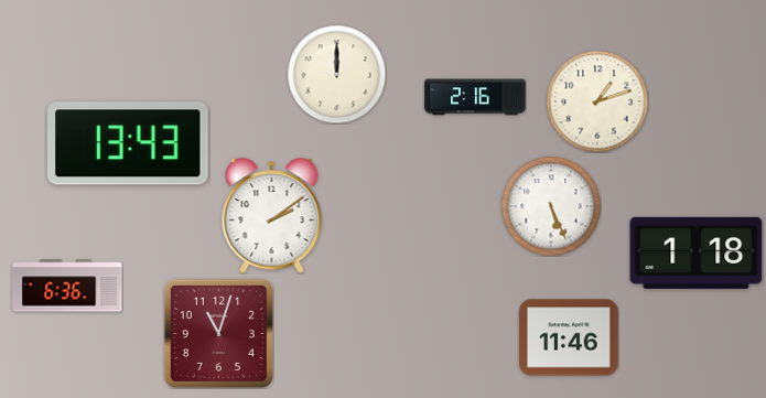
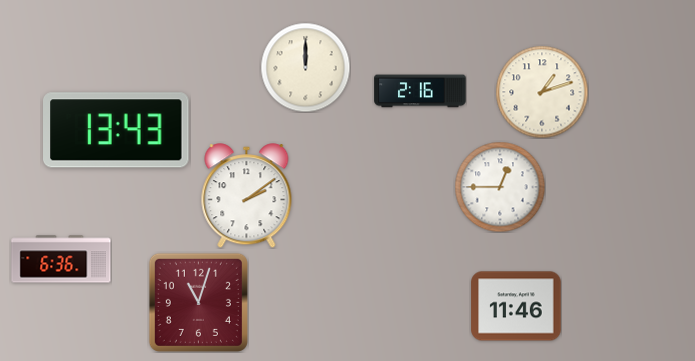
clock at (475, 97) position: (475, 97) -> (420, 91)
clock at (551, 206): 5:26 -> 12:45
clock at (697, 252): 1:18 -> none
